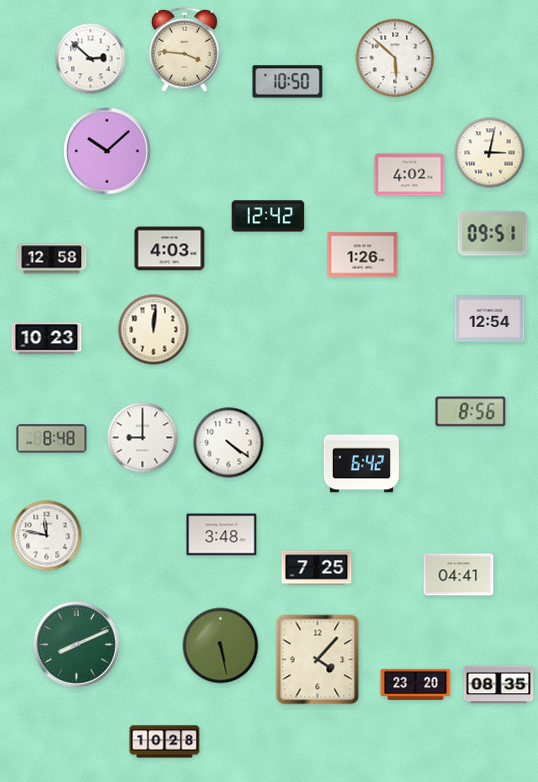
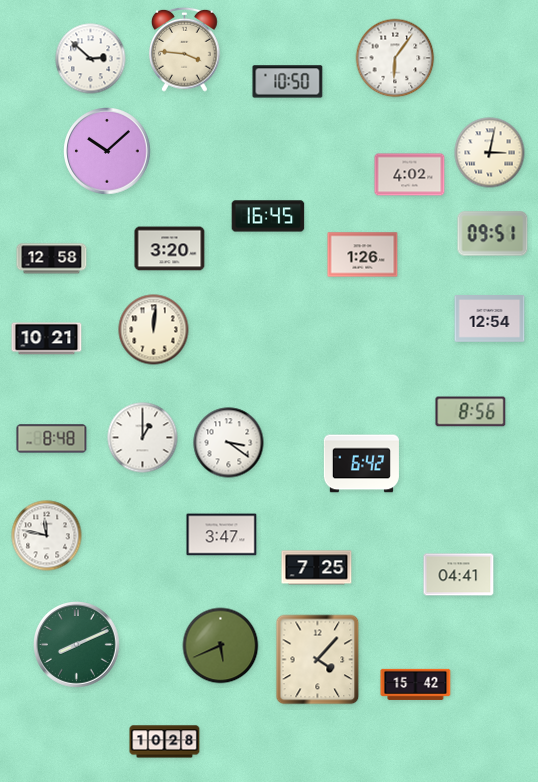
clock at (395, 58): 5:52 -> 6:06
clock at (268, 216): 12:42 -> 16:45
clock at (170, 249): 4:03 -> 3:20
clock at (47, 339): 10:23 -> 10:21
clock at (143, 438): 9:00 -> 1:00
clock at (229, 443): 4:21 -> 3:21
clock at (222, 535): 3:48 -> 3:47
clock at (221, 646): 5:28 -> 5:41
clock at (416, 684): 23:20 -> 15:42
clock at (499, 685): 08:35 -> none
